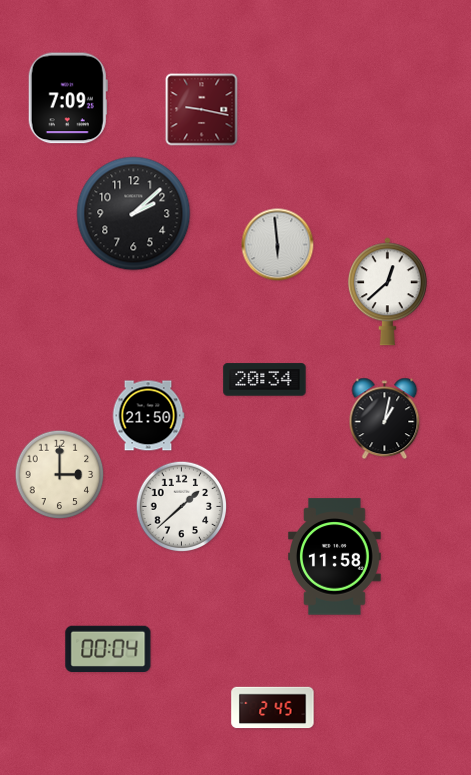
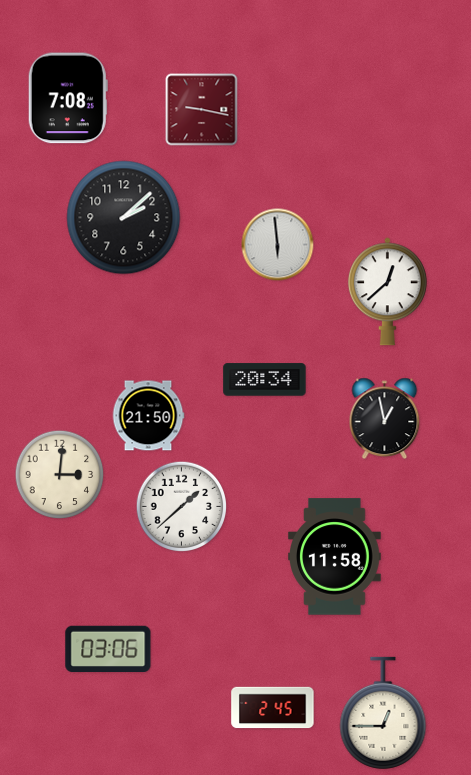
clock at (68, 98): 7:09 -> 7:08
clock at (134, 214) position: (134, 214) -> (124, 218)
clock at (385, 419): 1:02 -> 12:58
clock at (60, 475): 3:00 -> 3:01
clock at (108, 648): 00:04 -> 03:06
clock at (383, 713): none -> 12:45
